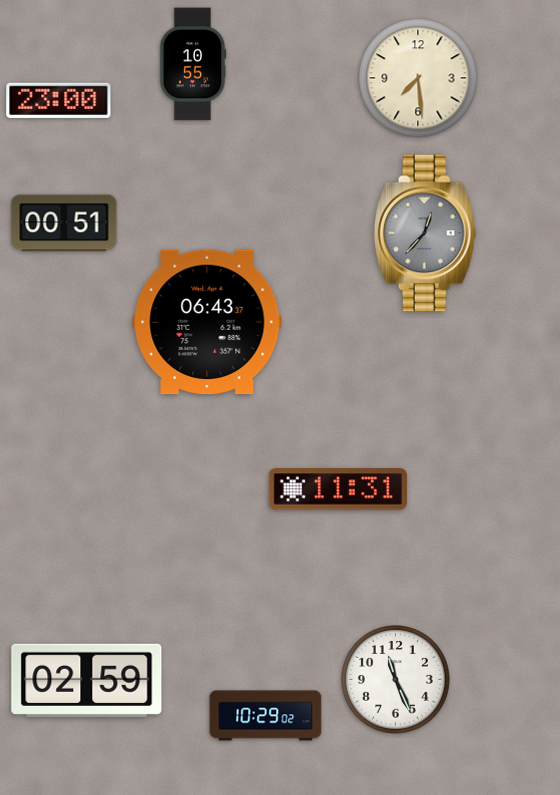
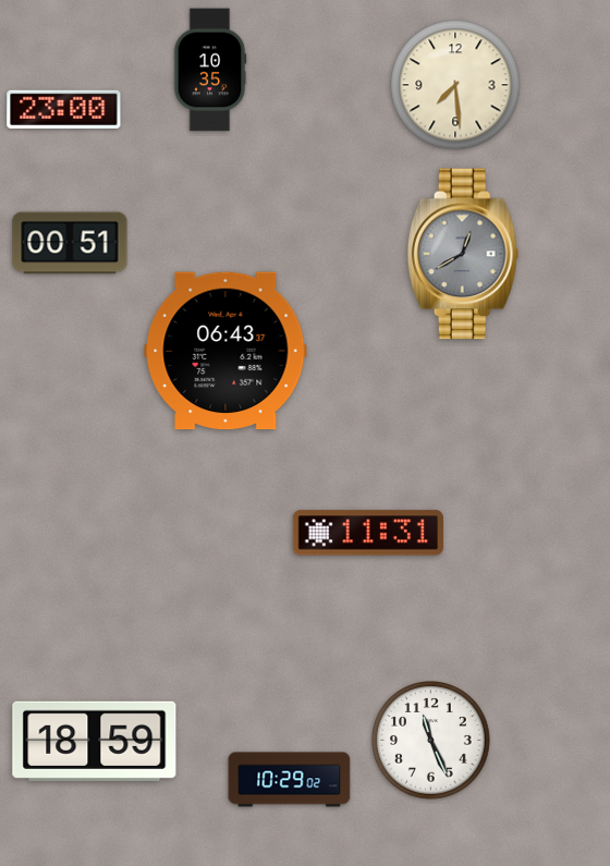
clock at (193, 64): 10:55 -> 10:35
clock at (425, 233): 12:37 -> 12:40
clock at (87, 680): 02:59 -> 18:59
